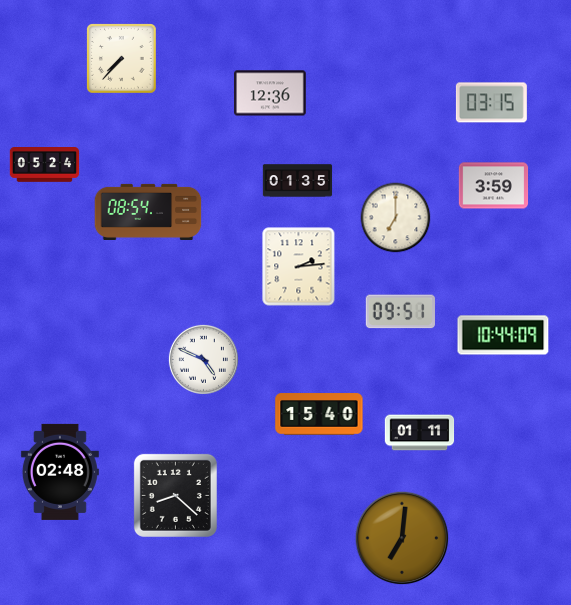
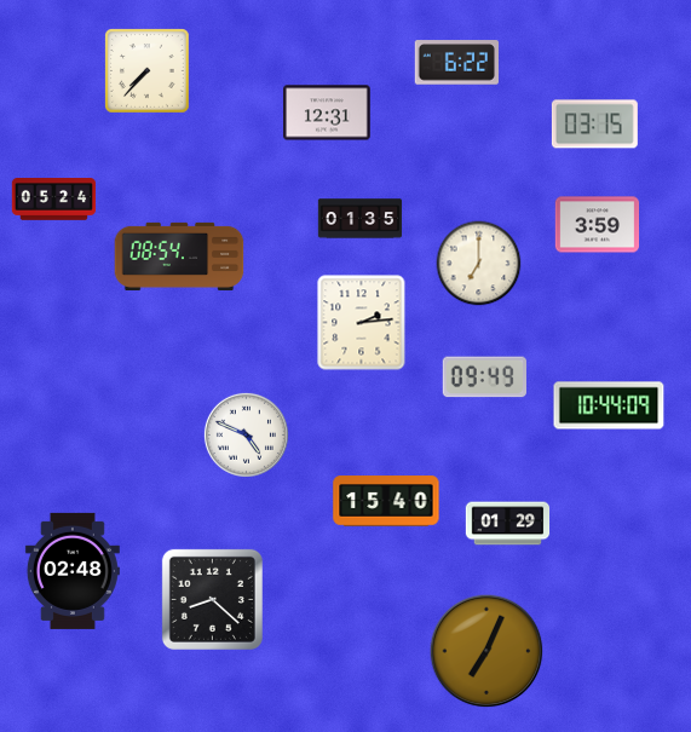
clock at (456, 63): none -> 6:22
clock at (271, 93): 12:36 -> 12:31
clock at (400, 312): 09:51 -> 09:49
clock at (420, 433): 01:11 -> 01:29
clock at (402, 538): 7:01 -> 7:04
